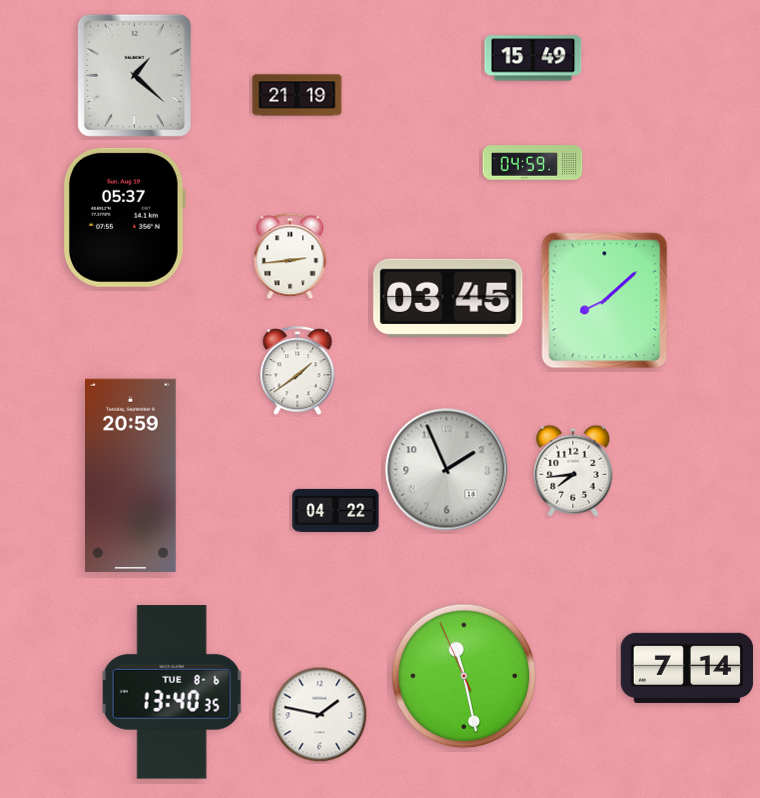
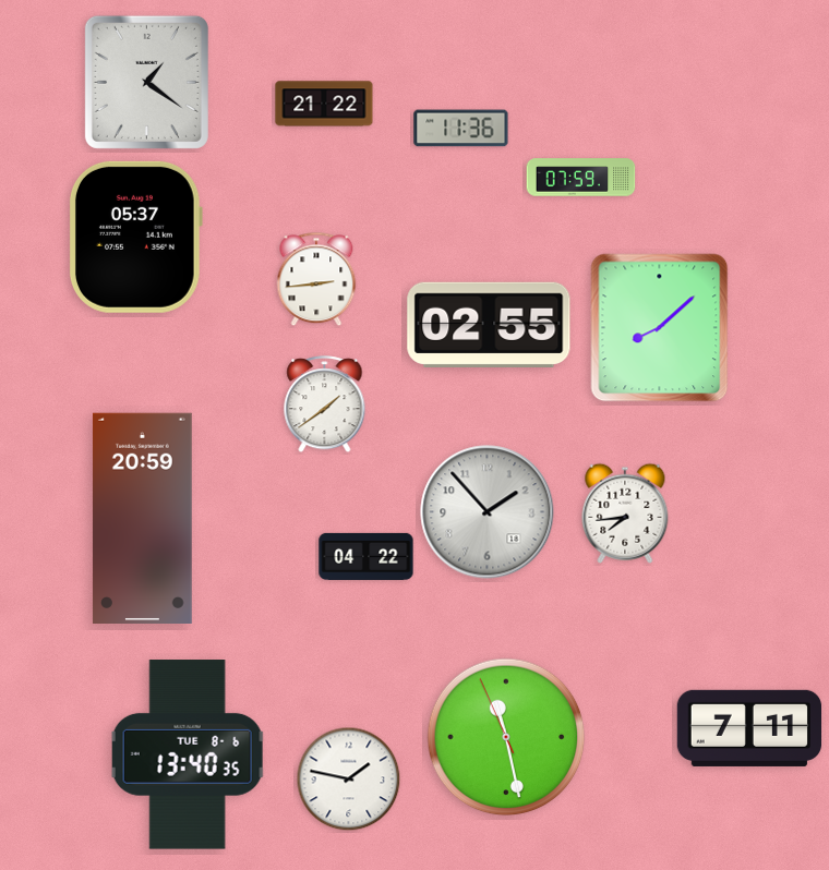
clock at (533, 58): 15:49 -> none
clock at (134, 75): 1:22 -> 1:21
clock at (297, 95): 21:19 -> 21:22
clock at (461, 129): none -> 11:36
clock at (533, 163): 04:59 -> 07:59
clock at (448, 298): 03:45 -> 02:55
clock at (447, 470): 1:56 -> 1:53
clock at (687, 668): 7:14 -> 7:11
